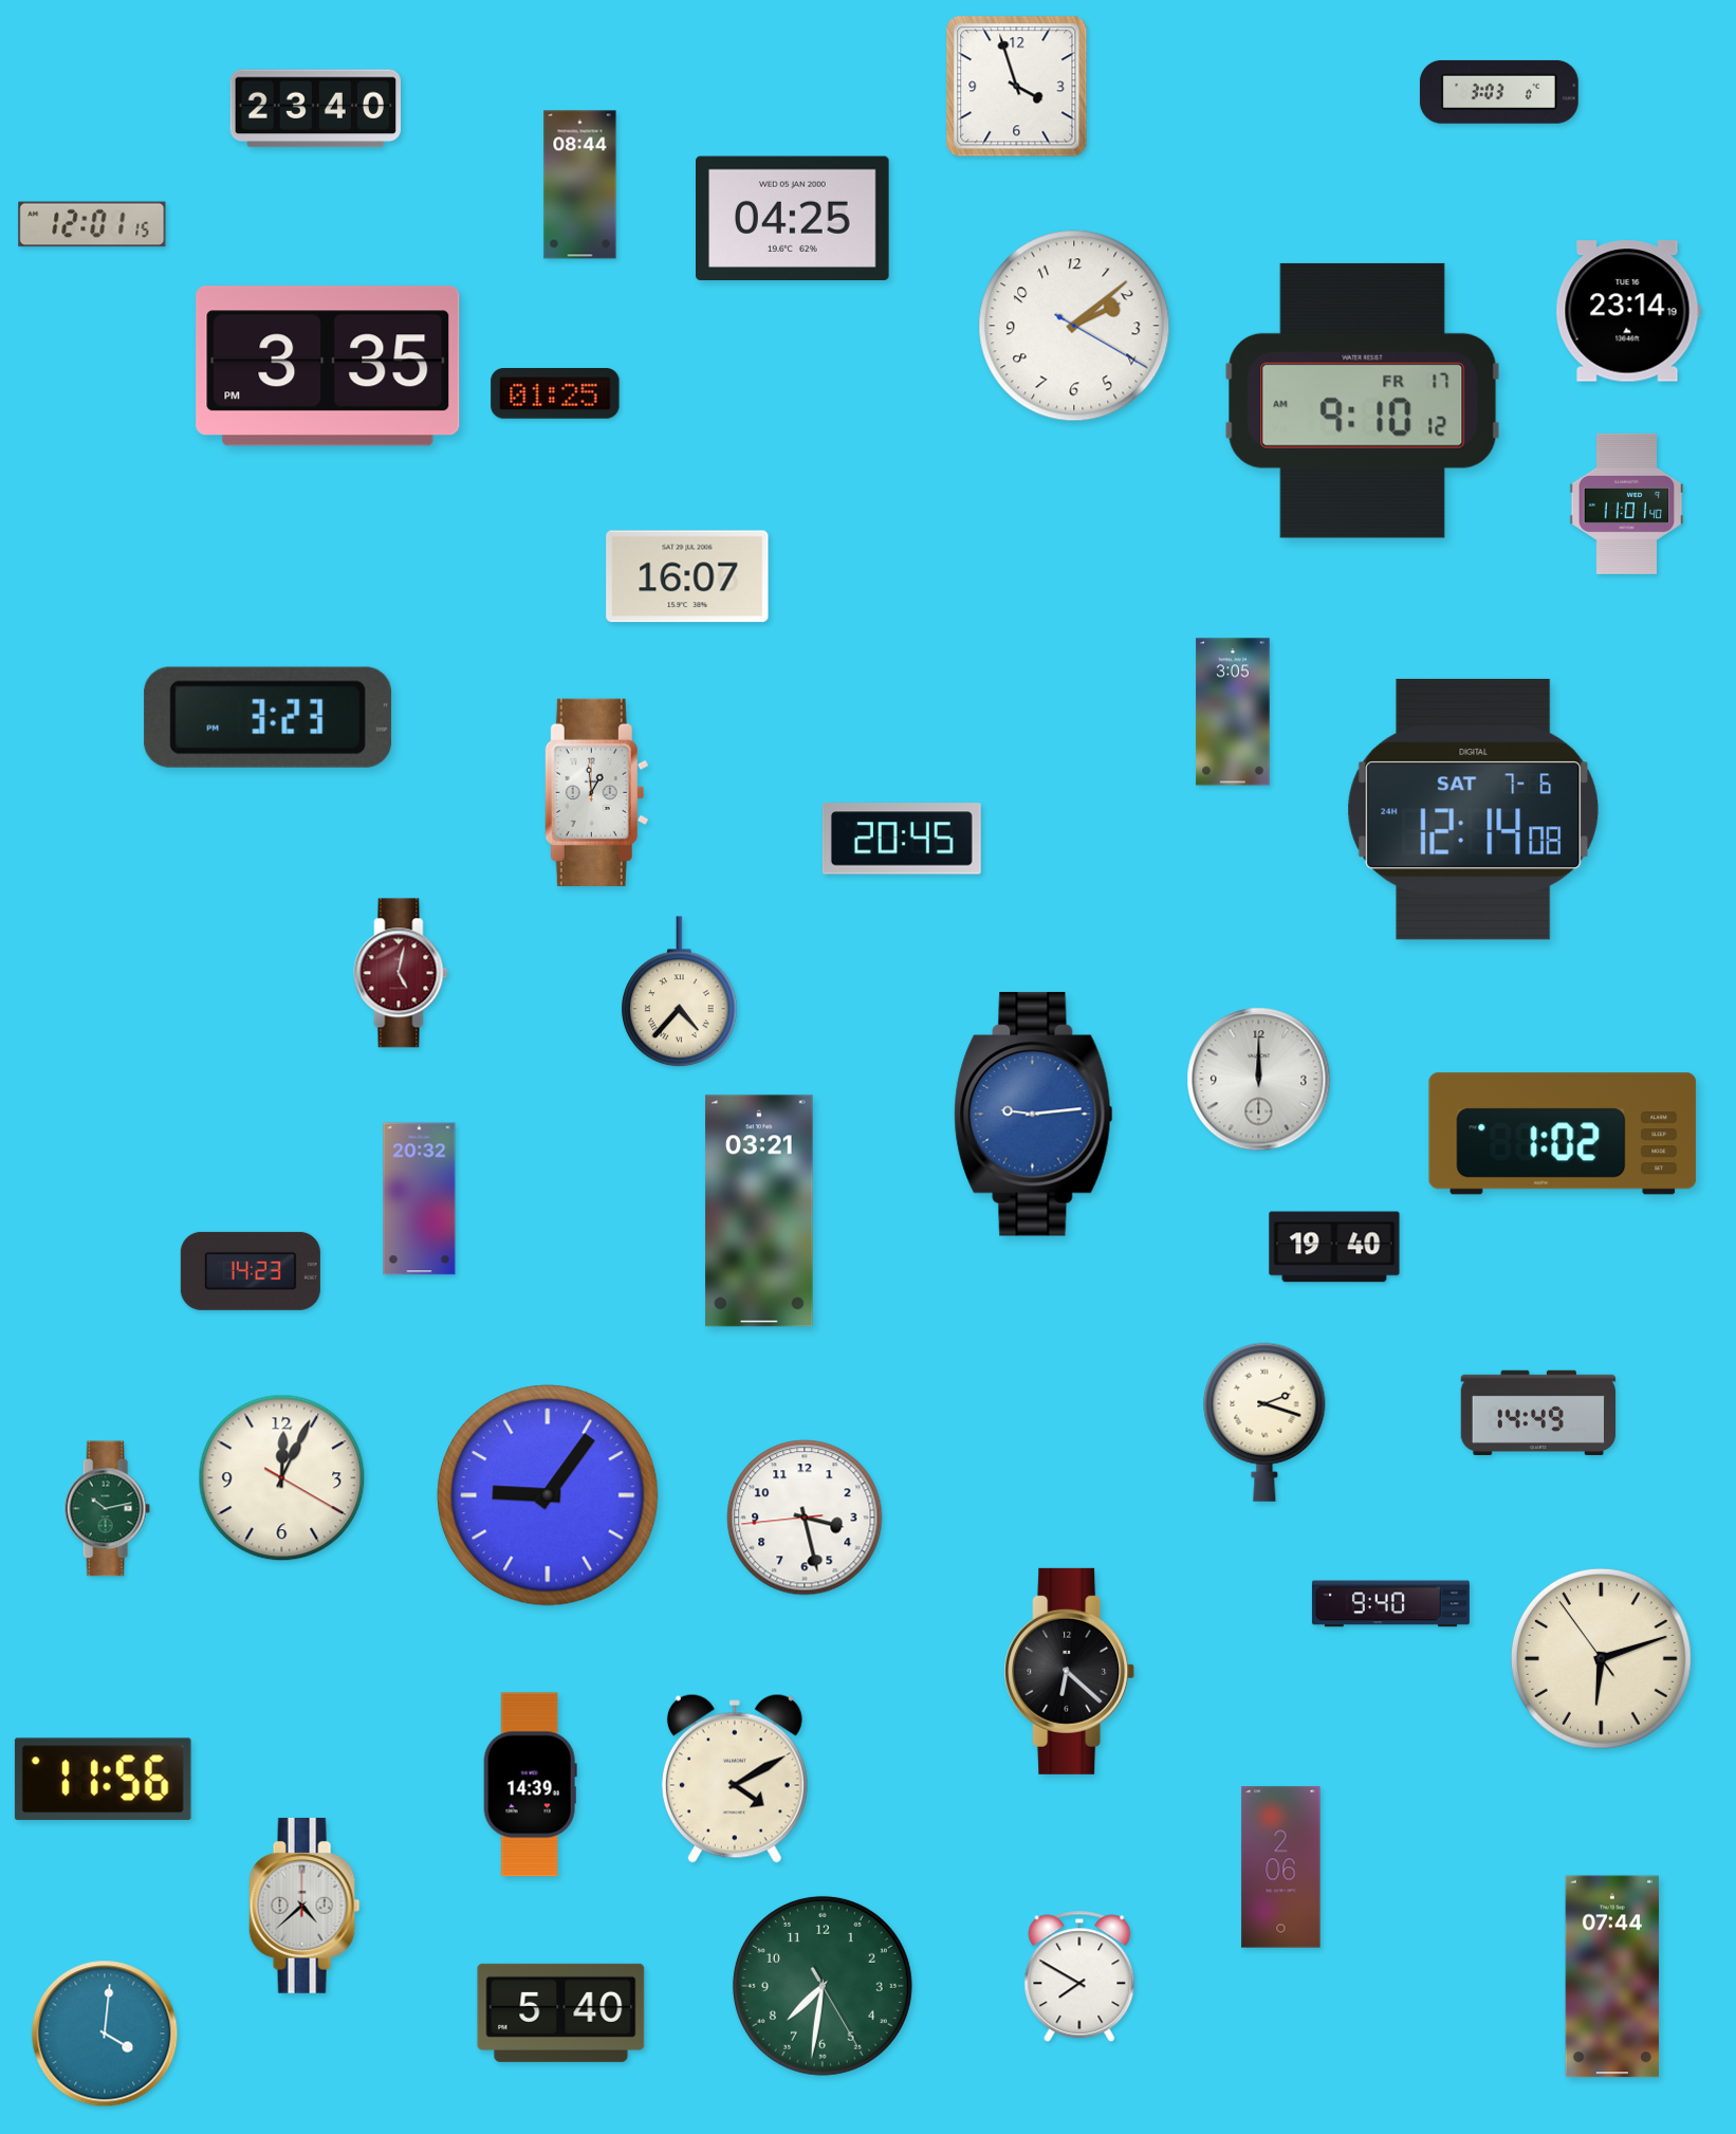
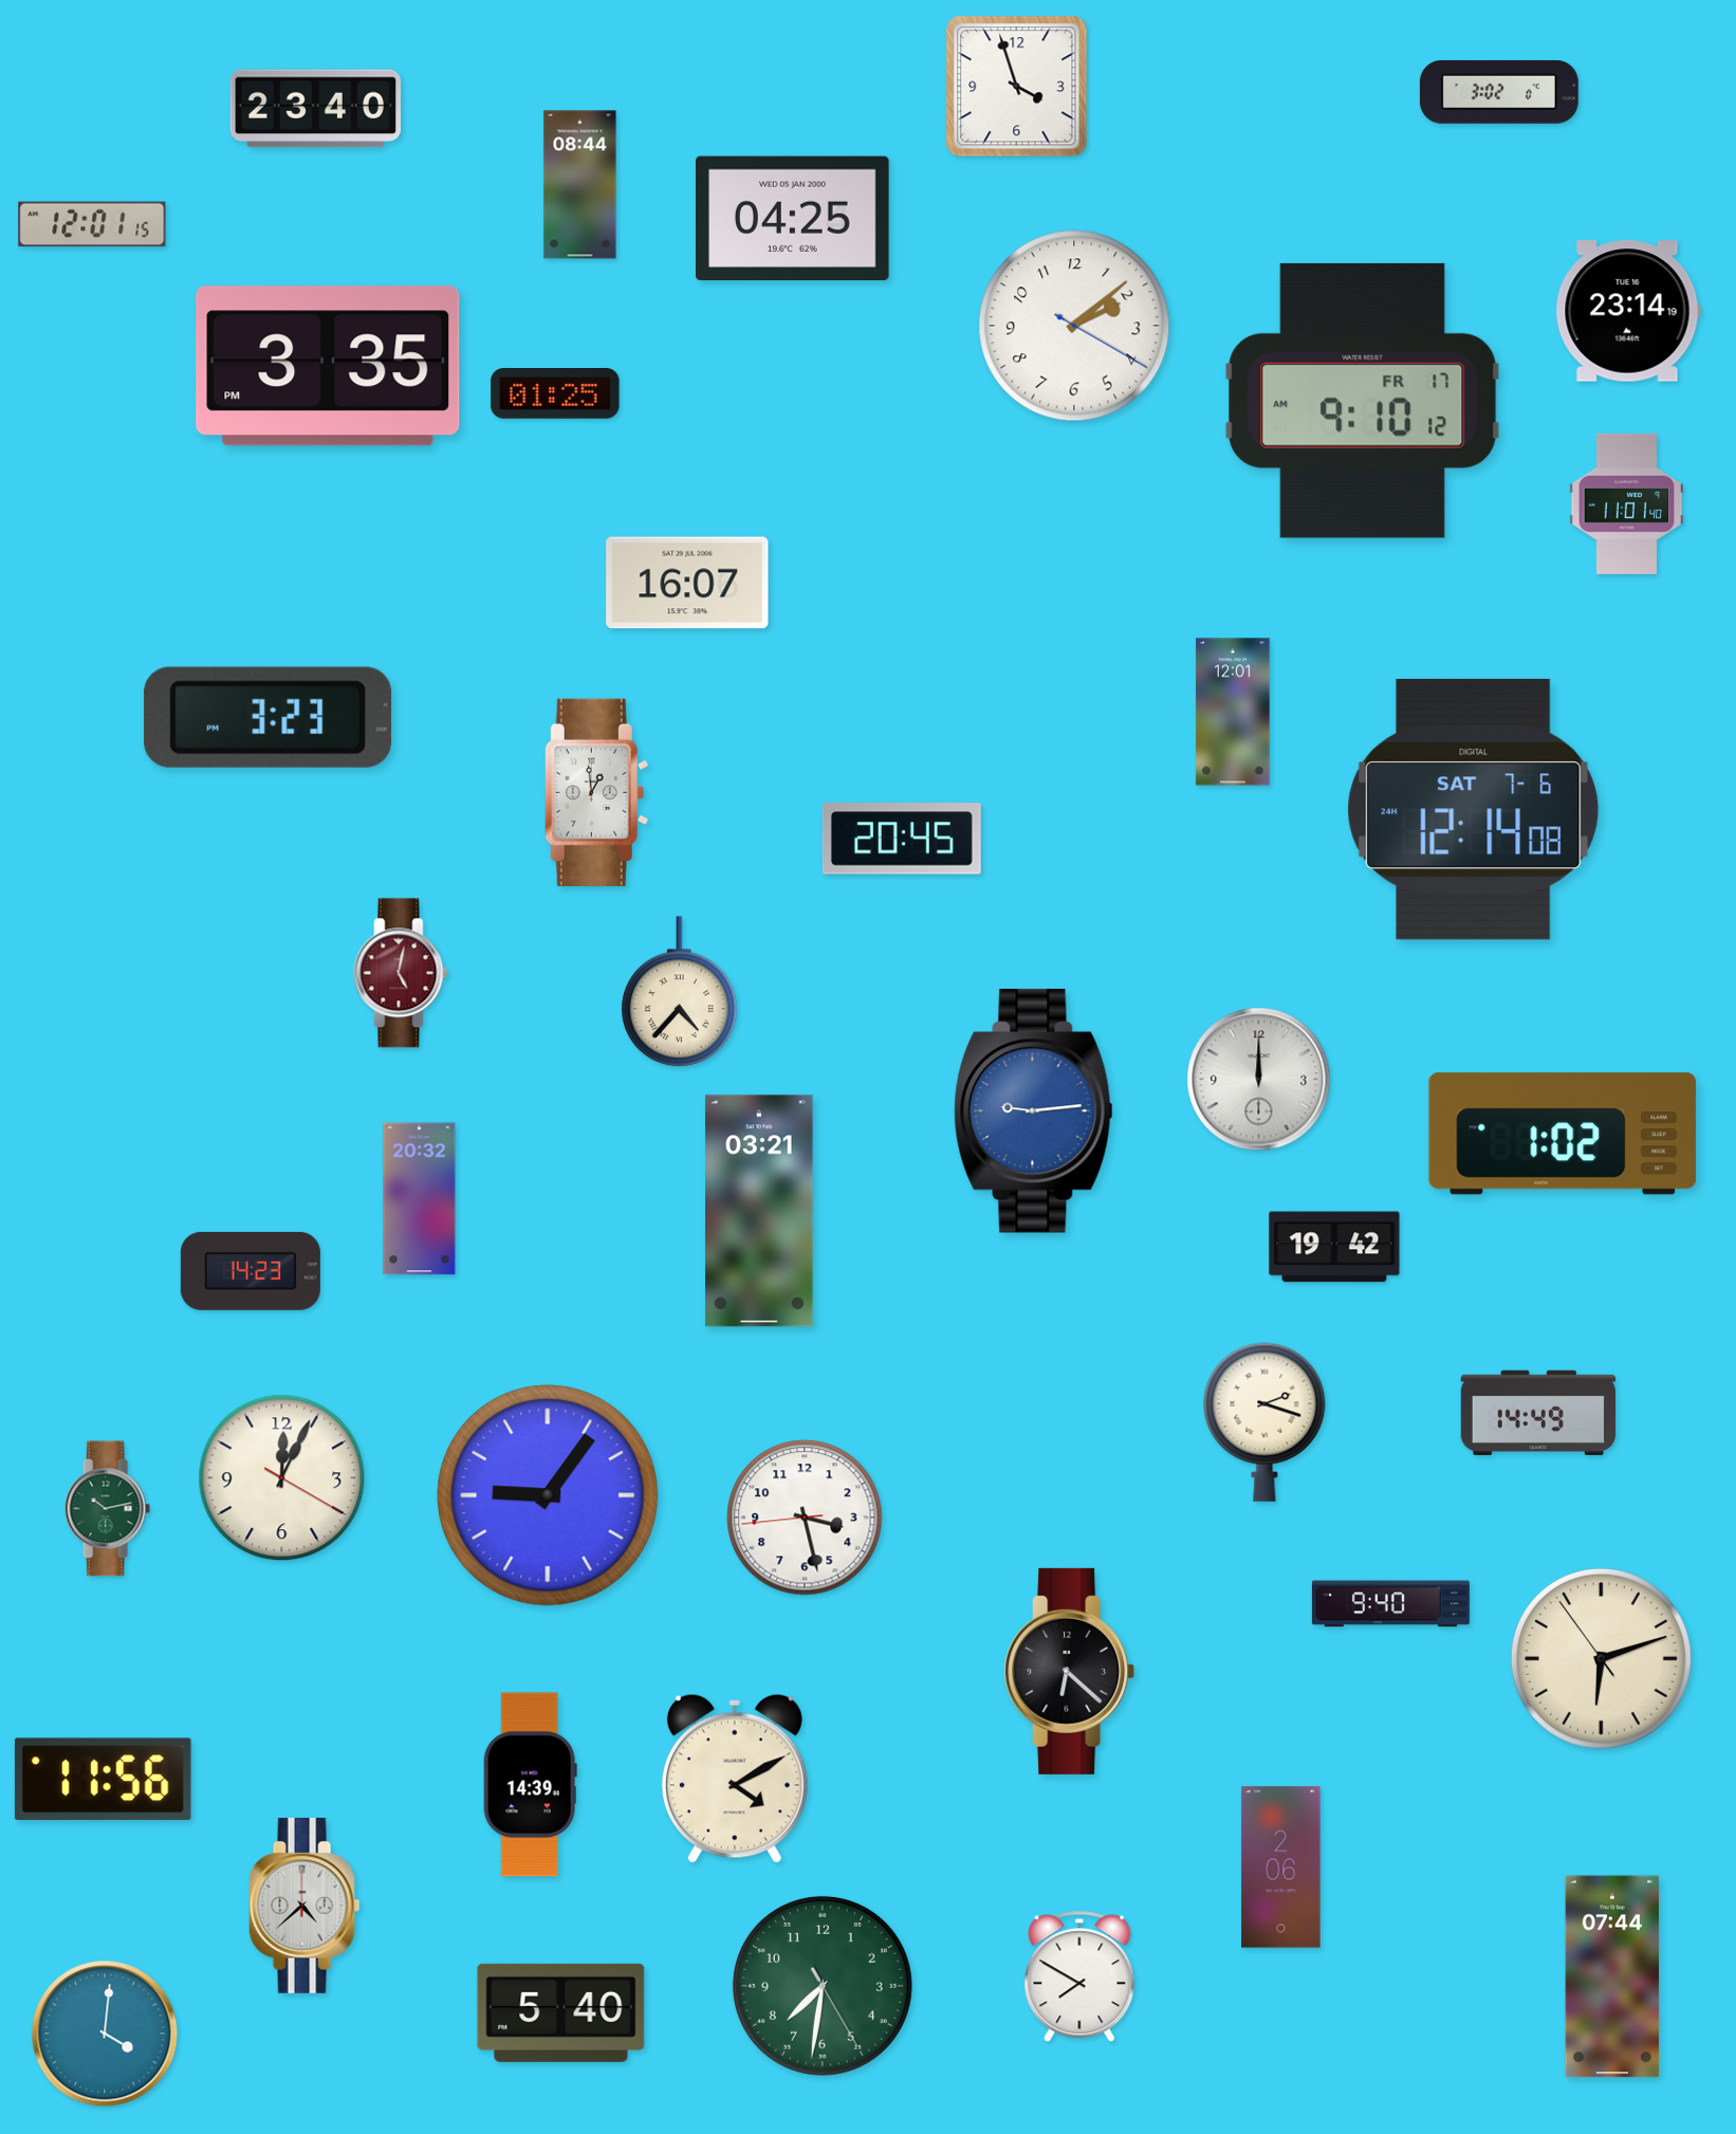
clock at (1499, 92): 3:03 -> 3:02
clock at (687, 576) position: (687, 576) -> (687, 583)
clock at (1233, 712): 3:05 -> 12:01
clock at (1034, 1115) position: (1034, 1115) -> (1034, 1111)
clock at (1334, 1247): 19:40 -> 19:42
